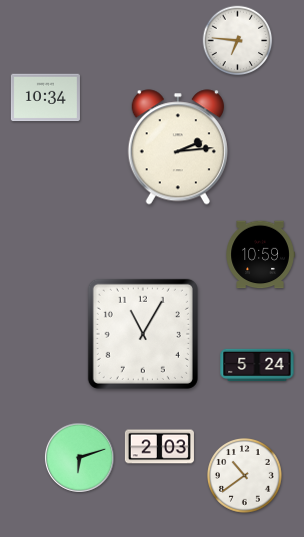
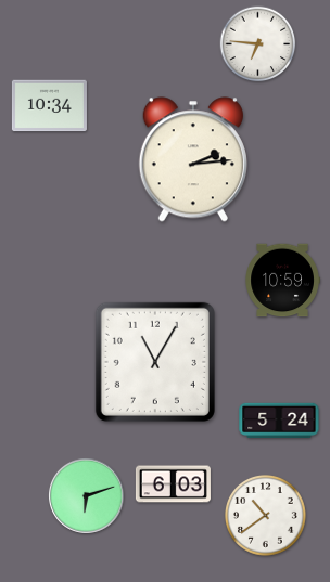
clock at (260, 255) position: (260, 255) -> (282, 281)
clock at (257, 365) position: (257, 365) -> (279, 421)
clock at (159, 447): 2:03 -> 6:03
